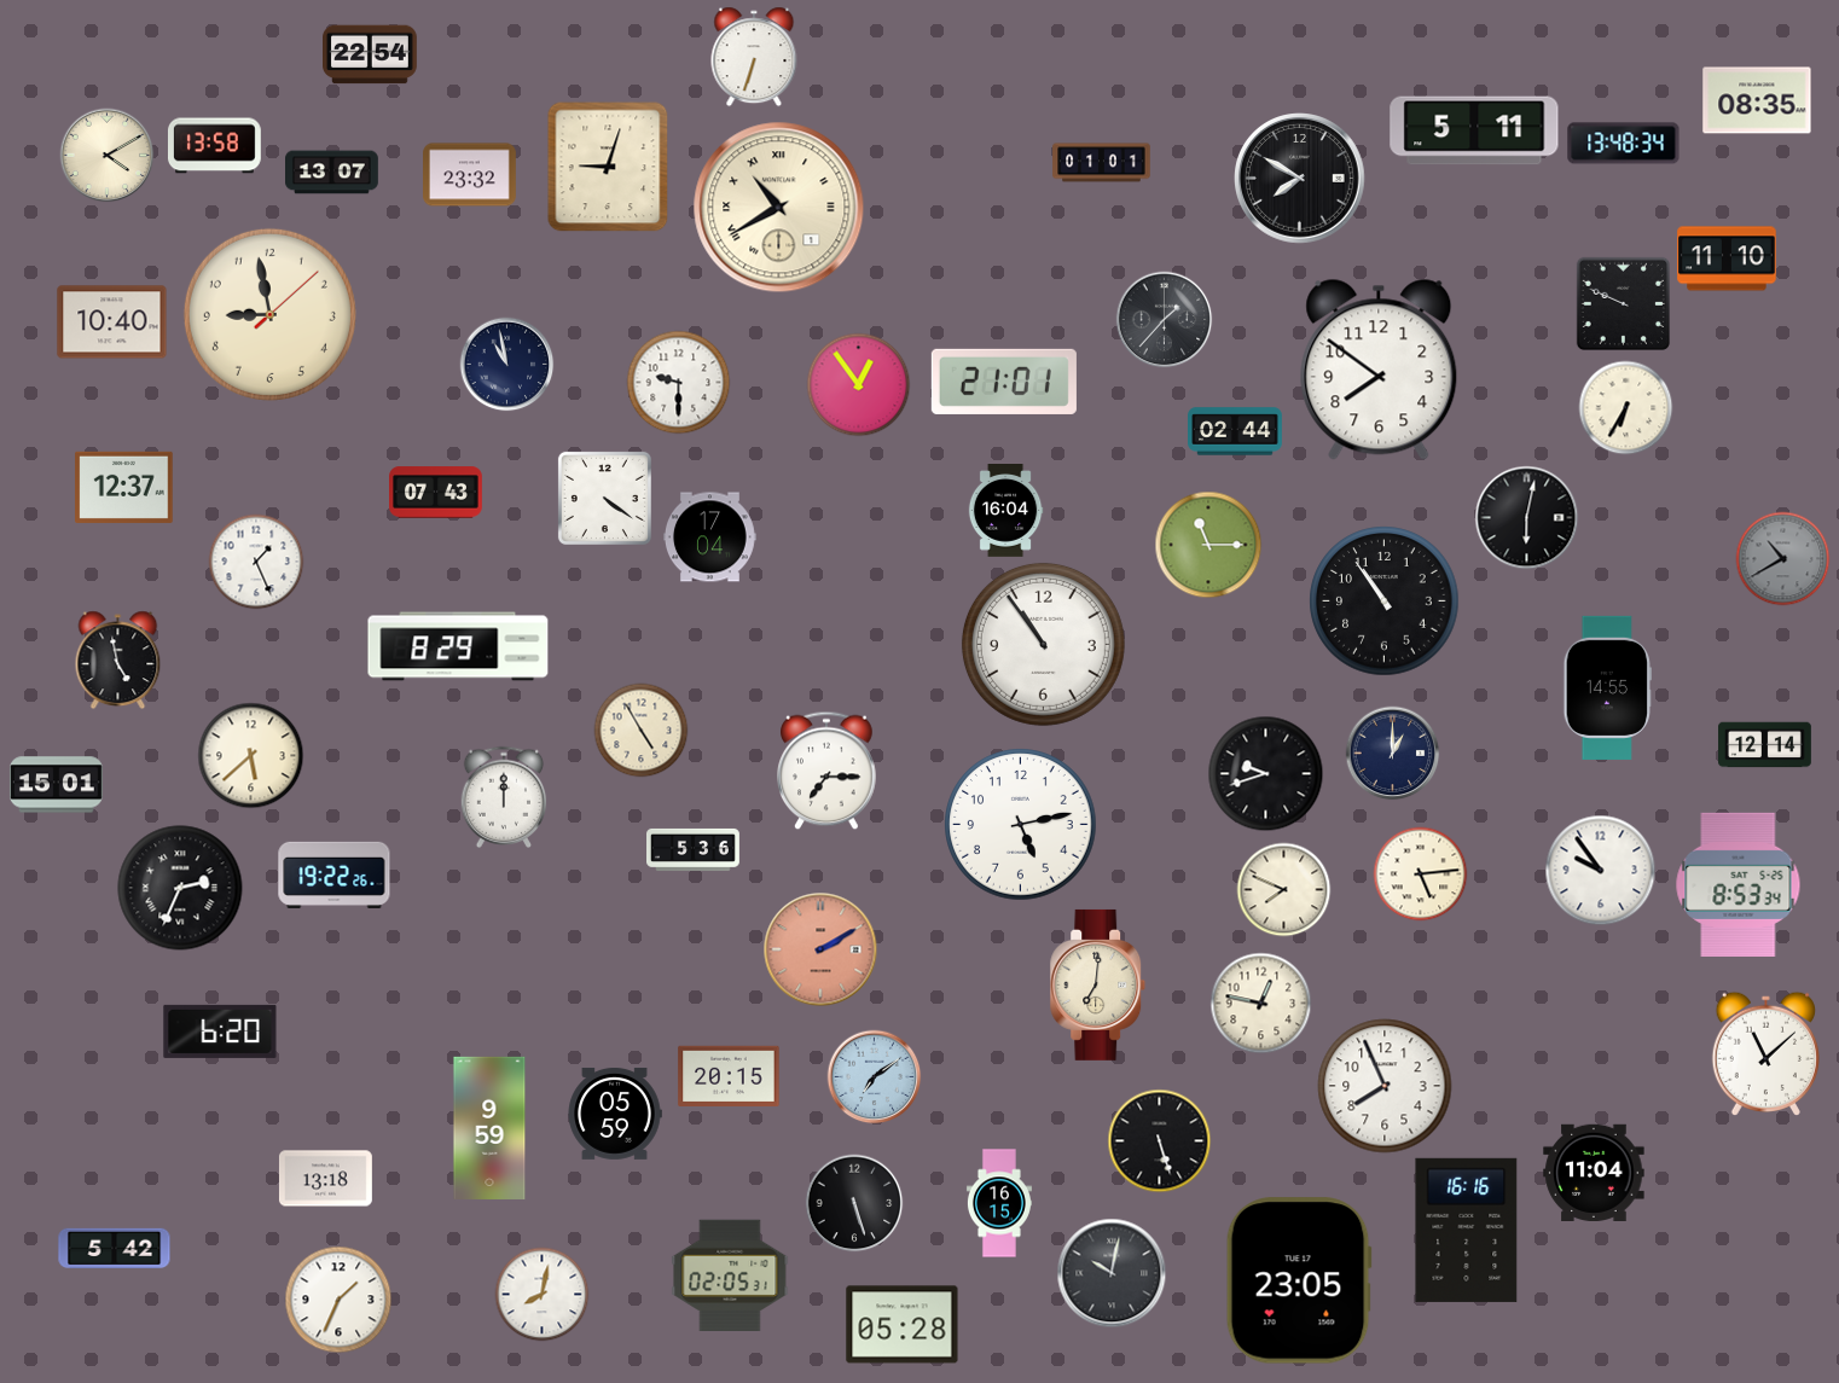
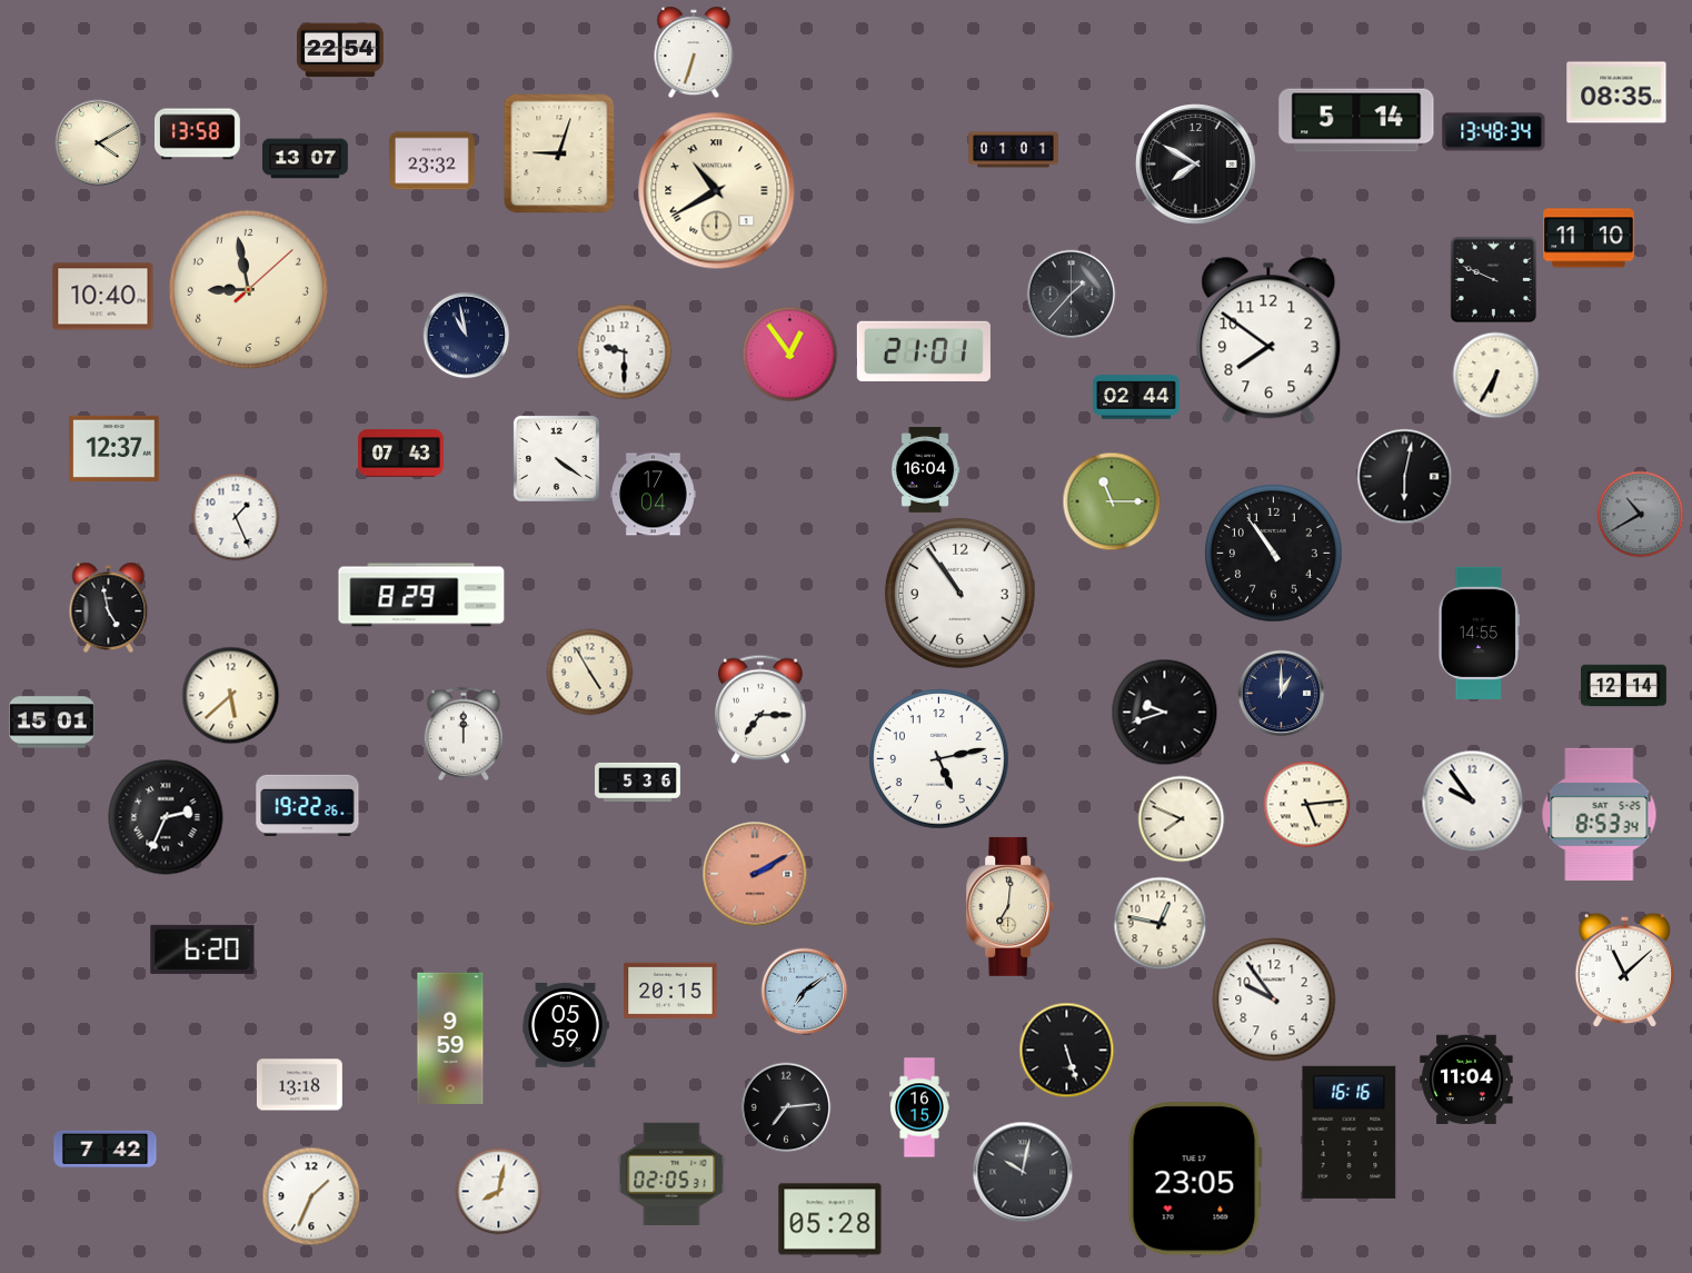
clock at (1474, 130): 5:11 -> 5:14
clock at (1385, 1086): 7:56 -> 9:54
clock at (854, 1203): 5:27 -> 7:14
clock at (115, 1248): 5:42 -> 7:42
